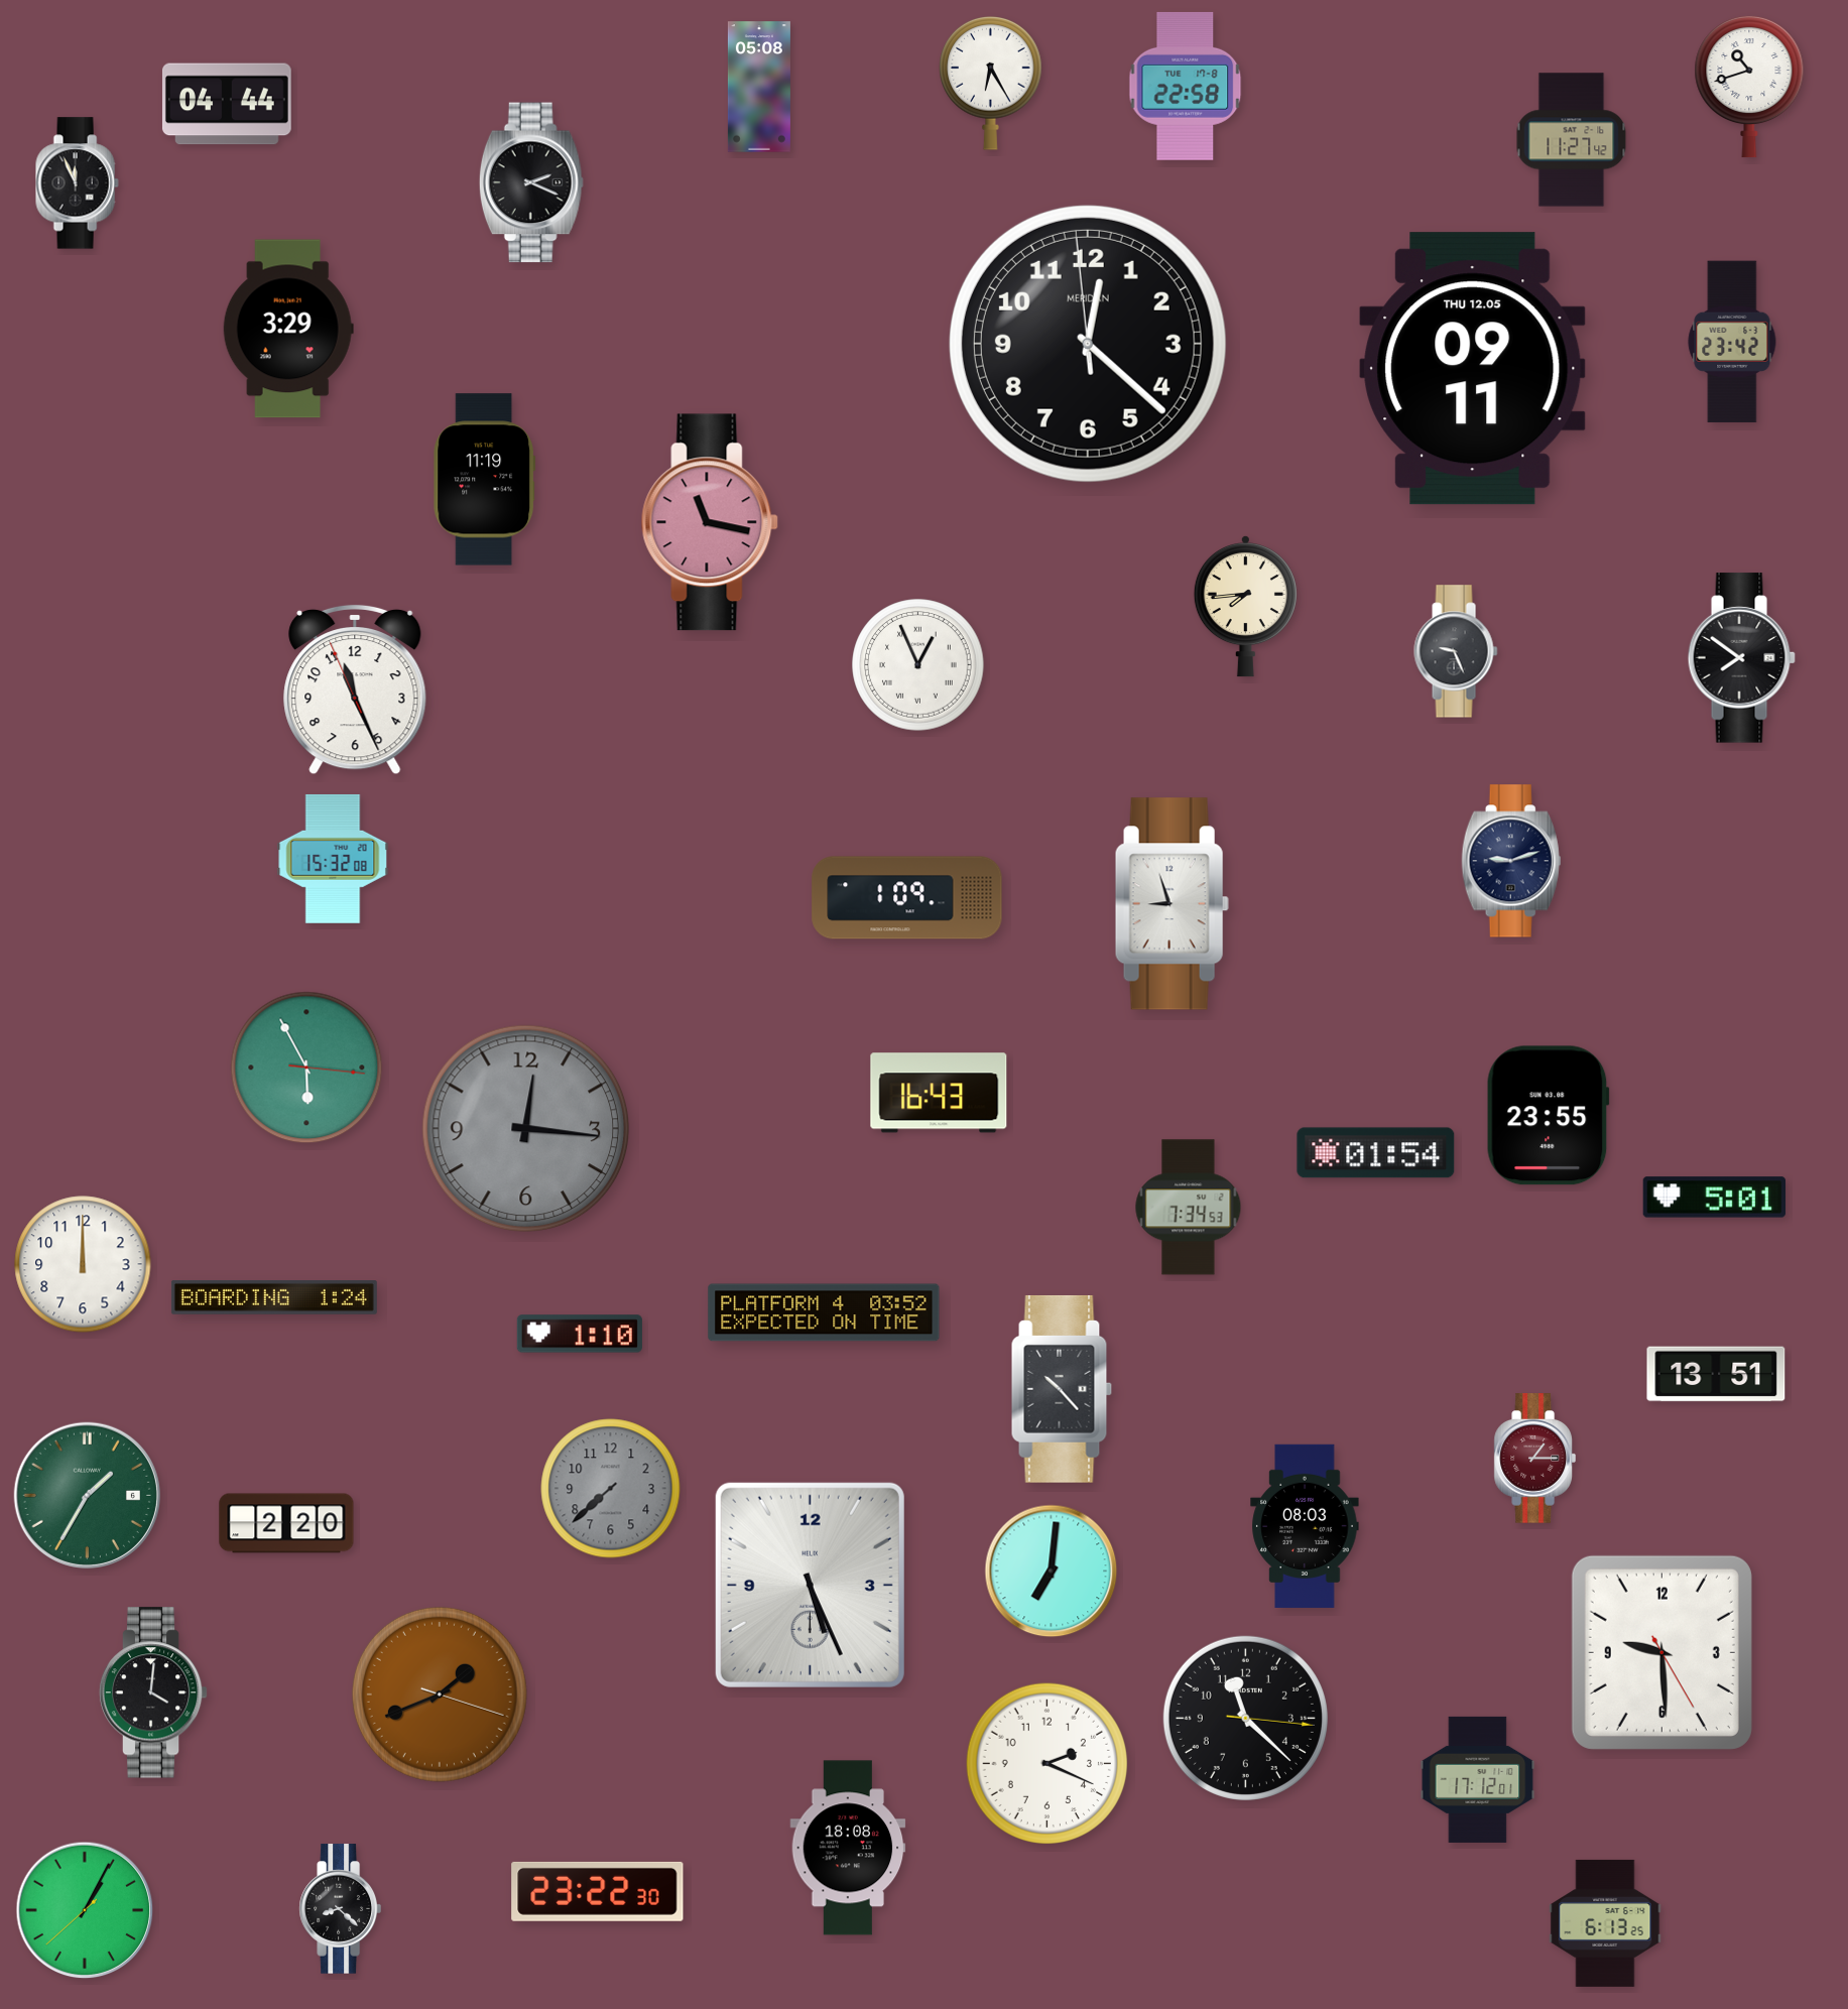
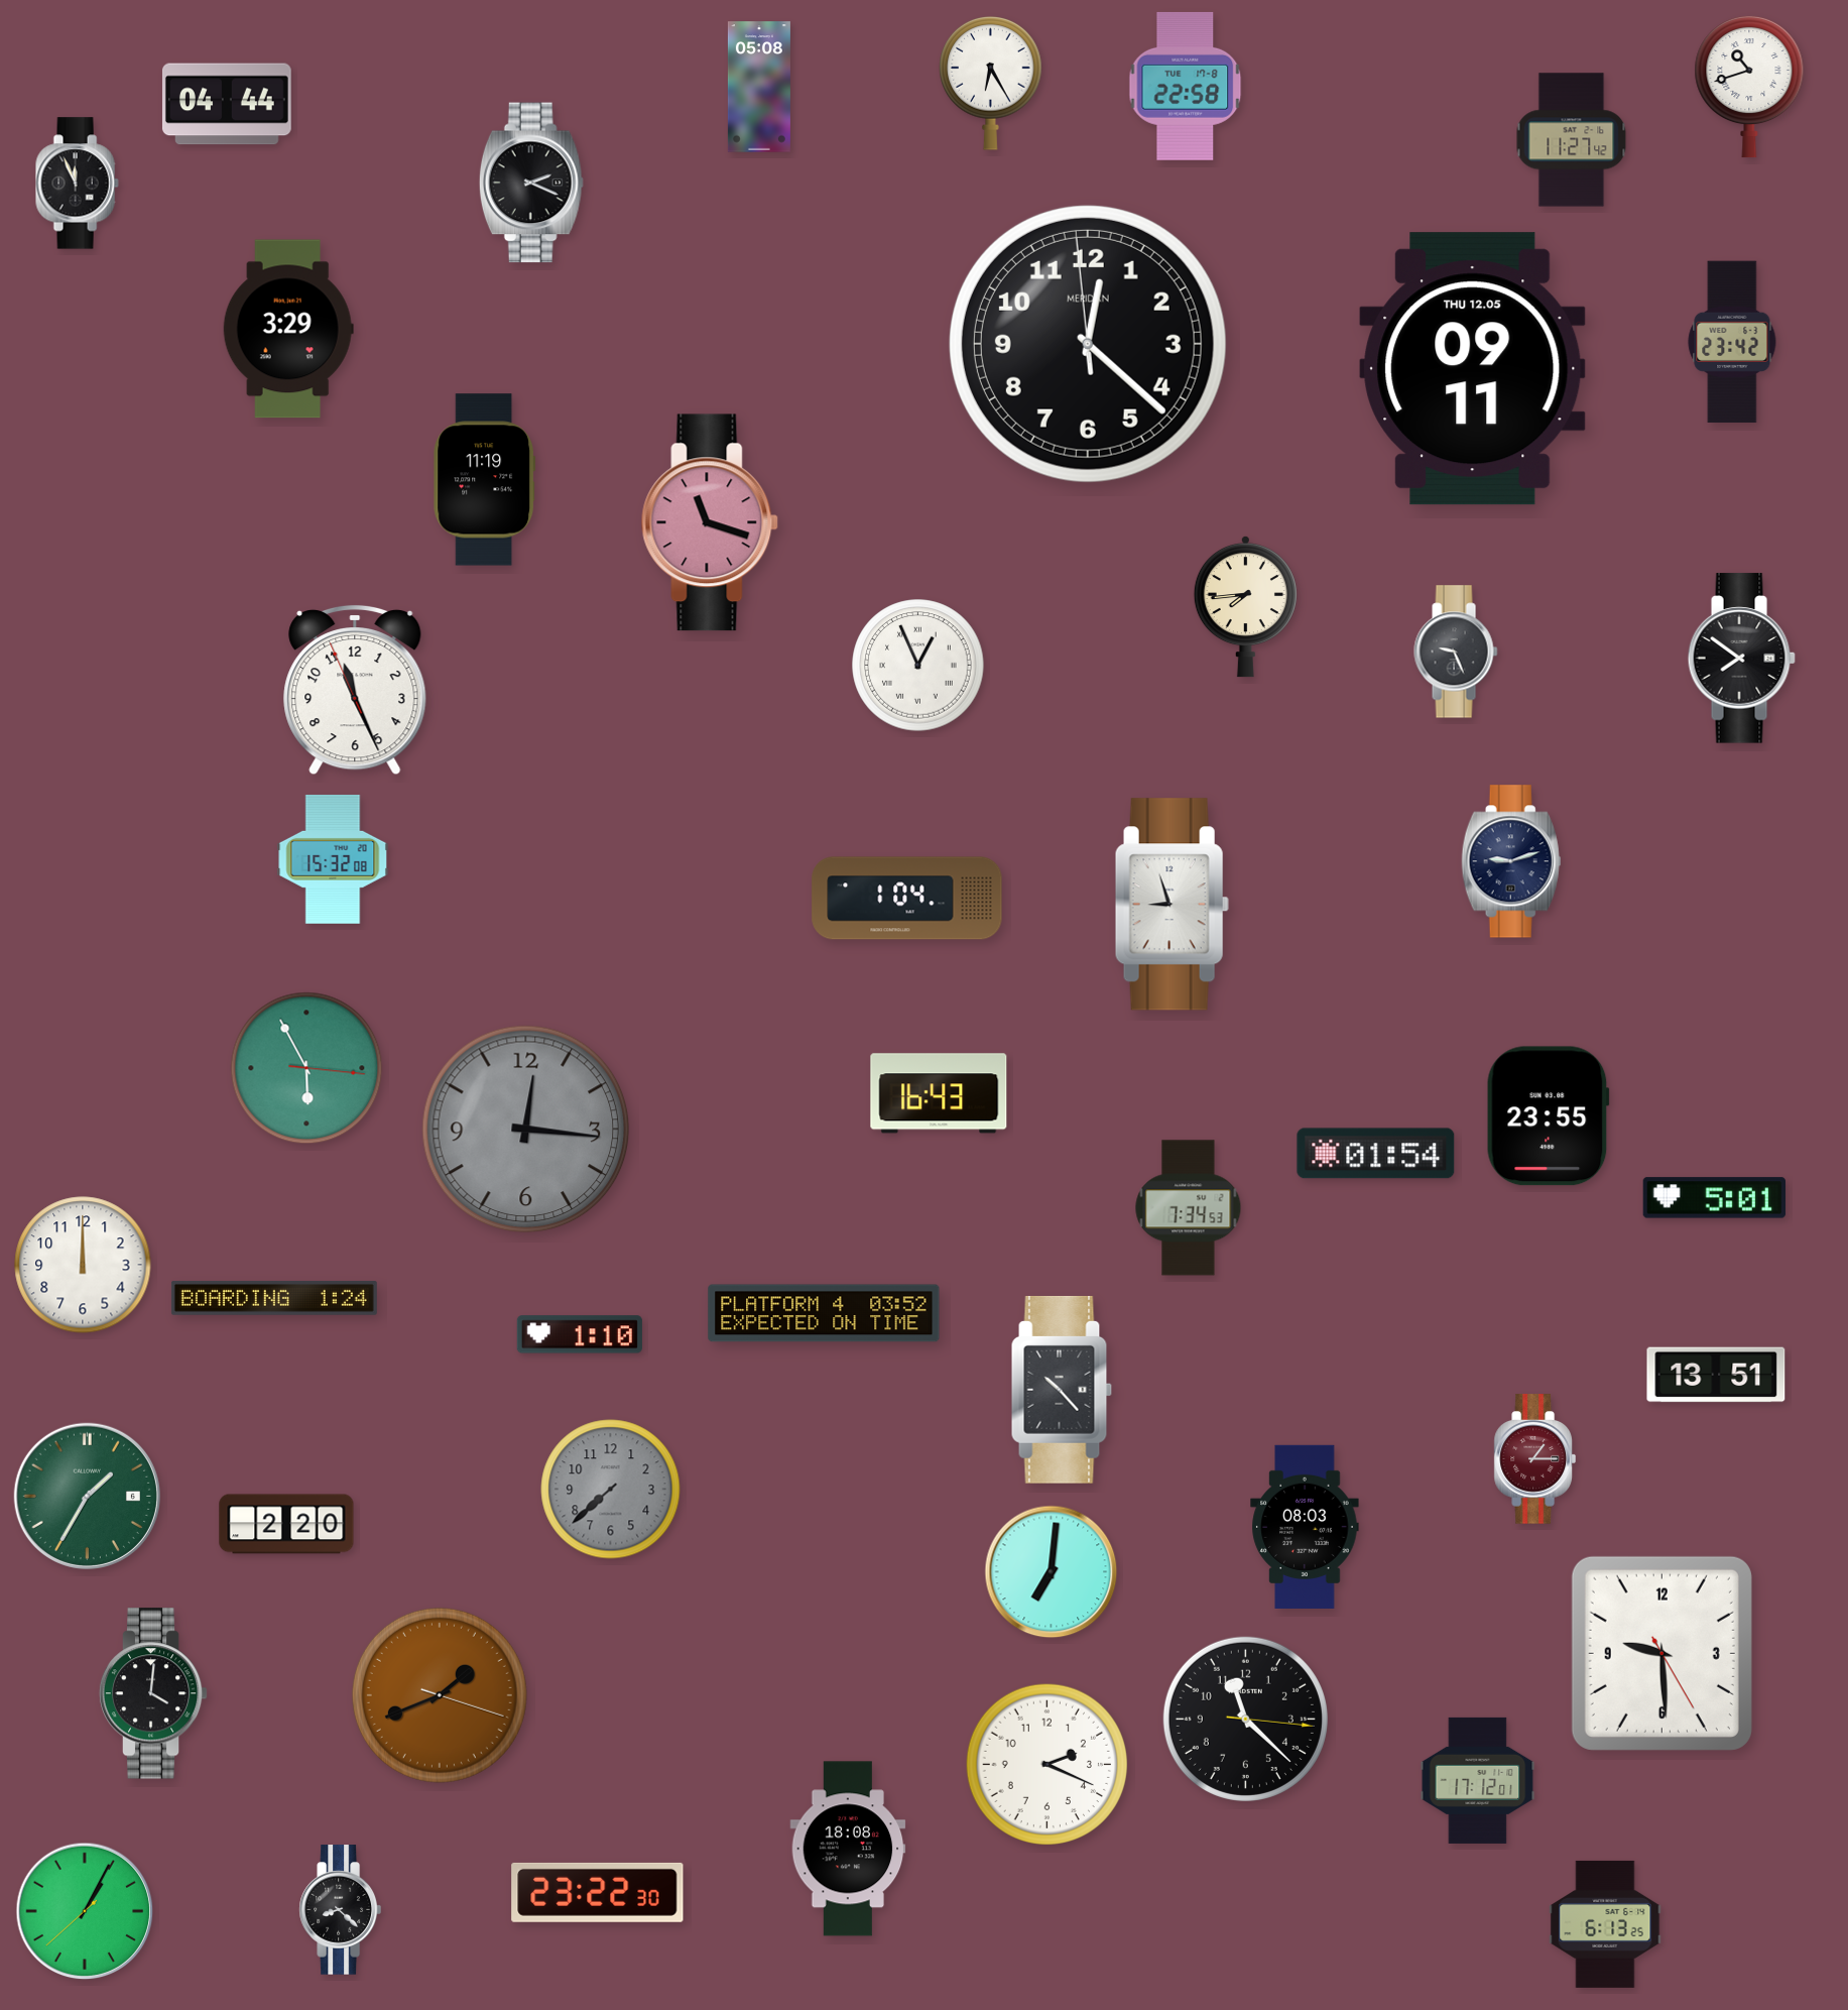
clock at (710, 522): 11:17 -> 11:18
clock at (907, 898): 1:09 -> 1:04
clock at (810, 1585): 5:26 -> none
